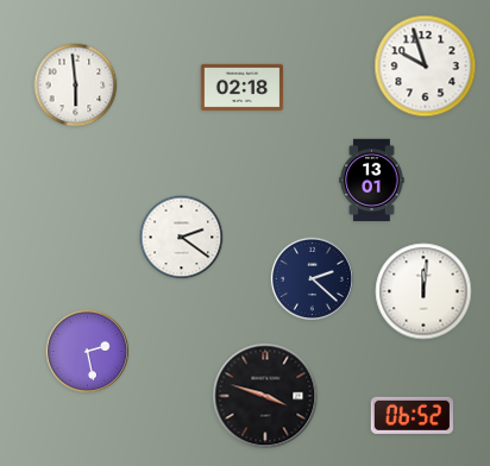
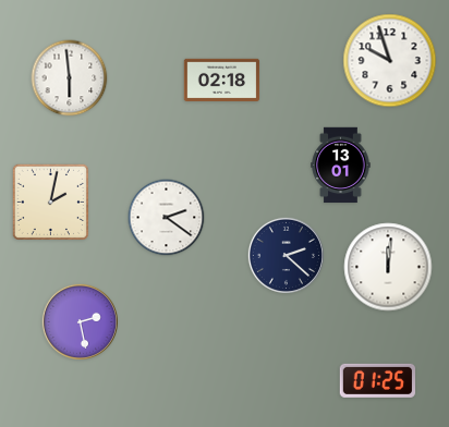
clock at (50, 202): none -> 2:02
clock at (265, 396): 3:48 -> none
clock at (412, 415): 06:52 -> 01:25
